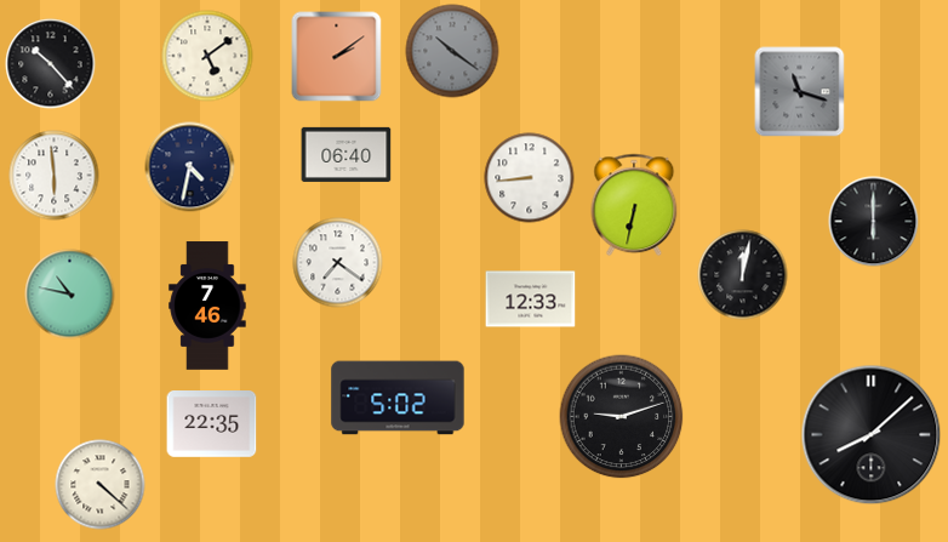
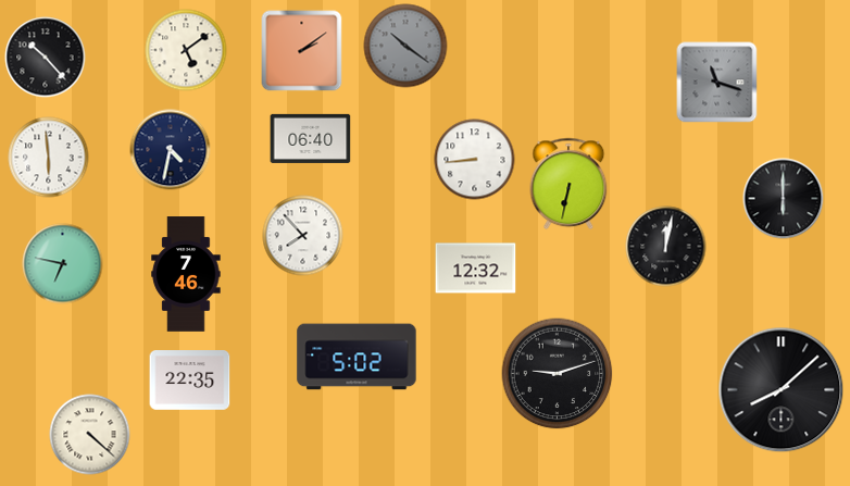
clock at (338, 263): 7:21 -> 7:53
clock at (70, 295): 10:47 -> 6:47
clock at (531, 299): 12:33 -> 12:32
